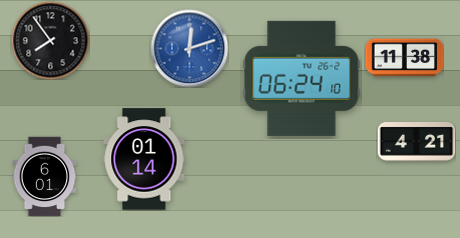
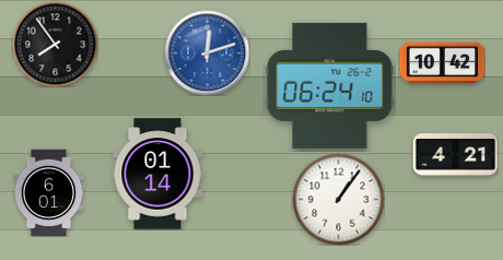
clock at (404, 58): 11:38 -> 10:42
clock at (338, 199): none -> 1:06
